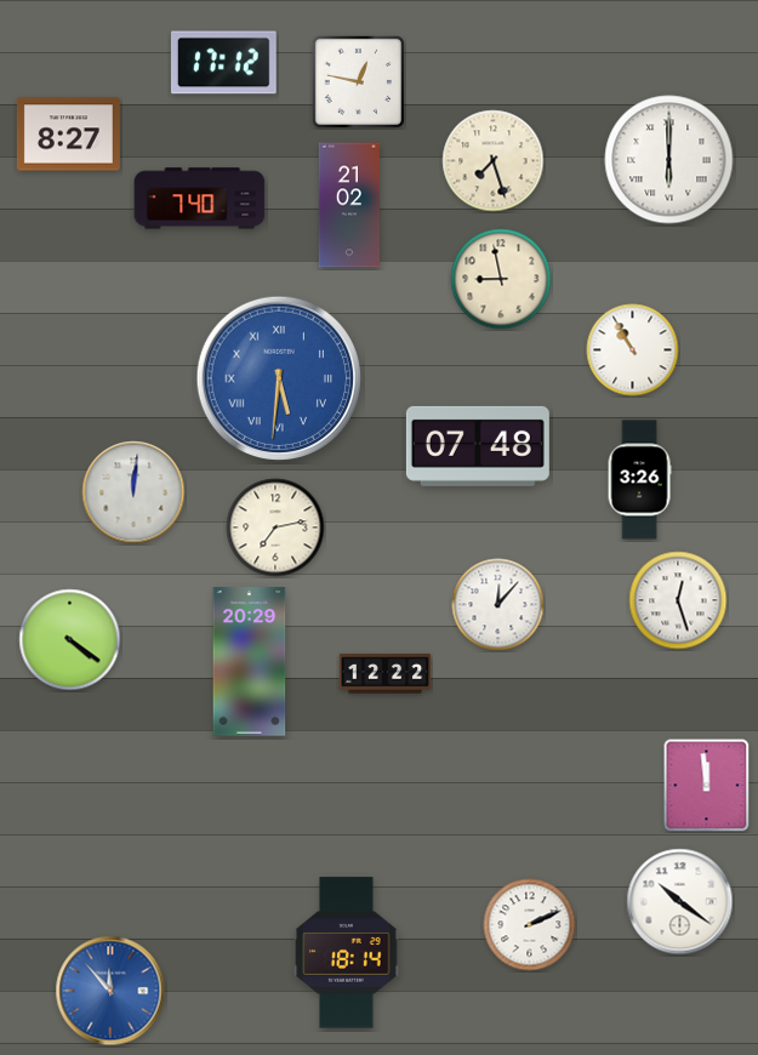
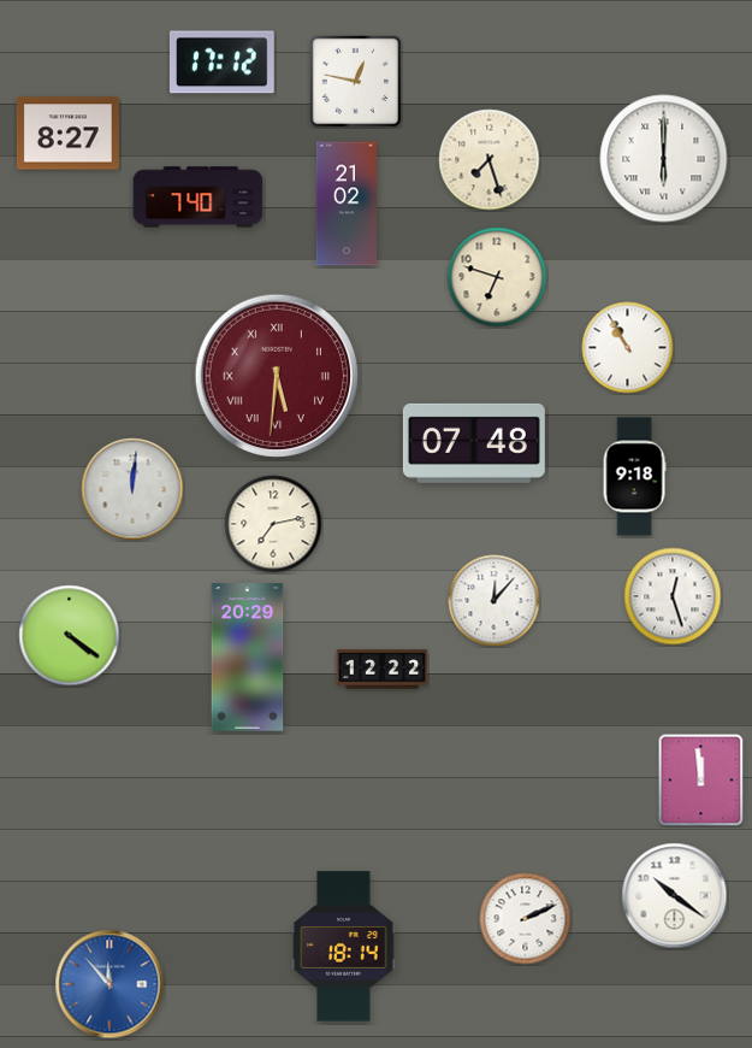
clock at (501, 279): 8:58 -> 6:48
clock at (279, 378) dial: blue -> burgundy
clock at (639, 480): 3:26 -> 9:18
